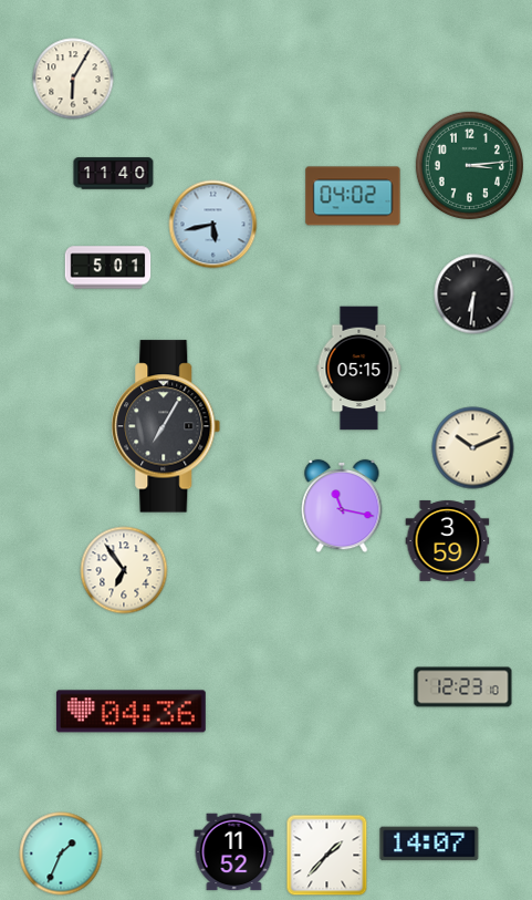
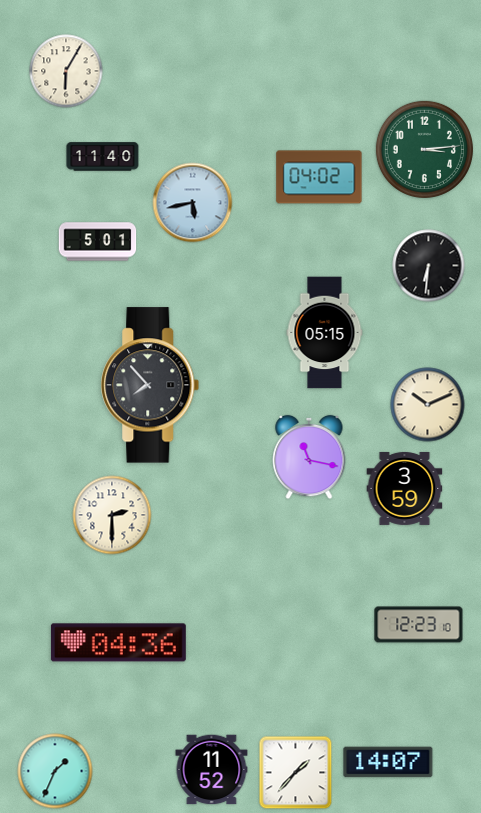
clock at (166, 426): 7:05 -> 7:53
clock at (124, 570): 6:54 -> 2:30
clock at (463, 687) position: (463, 687) -> (419, 625)
